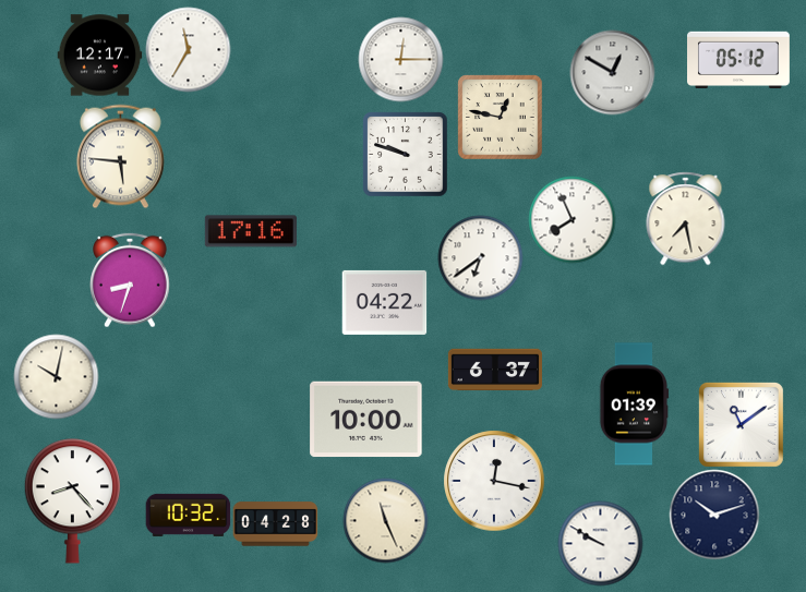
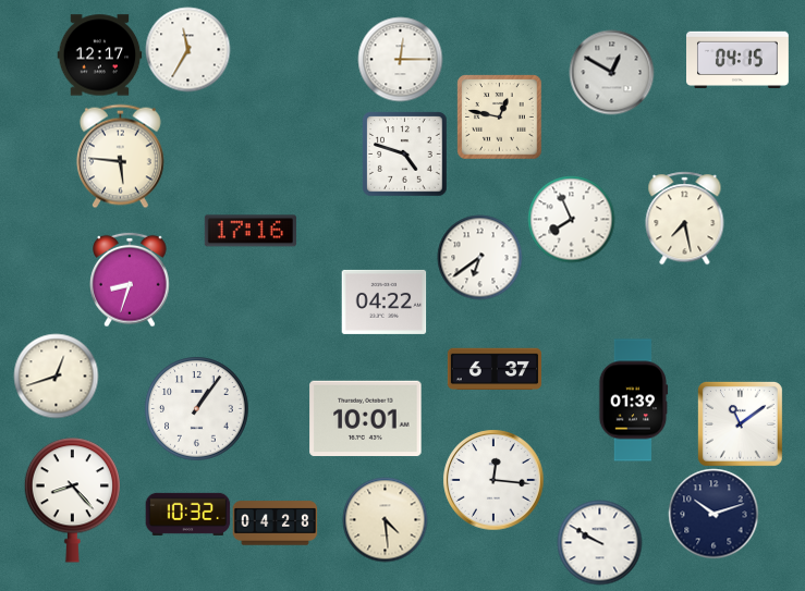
clock at (739, 60): 05:12 -> 04:15
clock at (405, 154): 9:48 -> 4:48
clock at (56, 376): 10:02 -> 12:42
clock at (634, 404) position: (634, 404) -> (633, 401)
clock at (196, 408): none -> 1:06
clock at (366, 420): 10:00 -> 10:01
clock at (494, 481): 12:17 -> 12:16
clock at (385, 520): 11:26 -> 4:29
